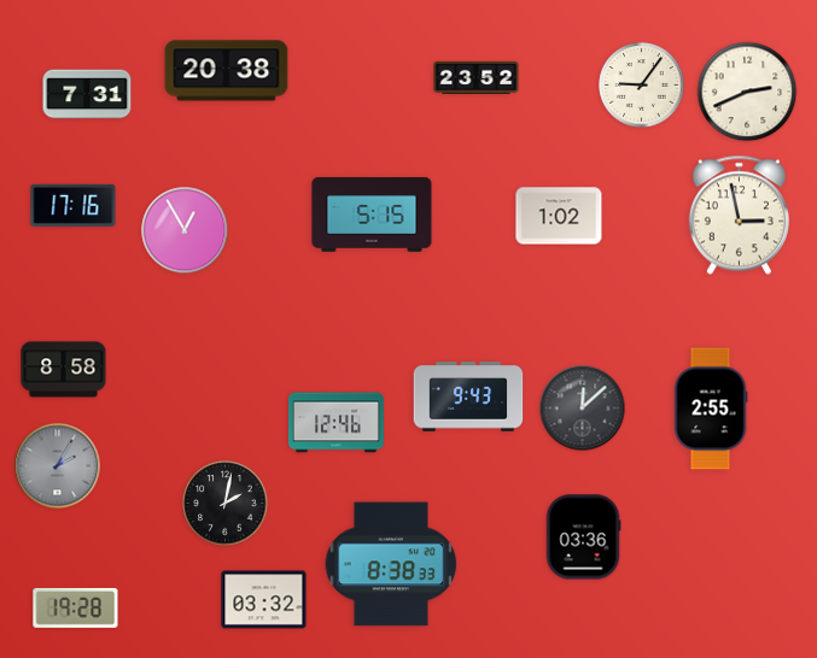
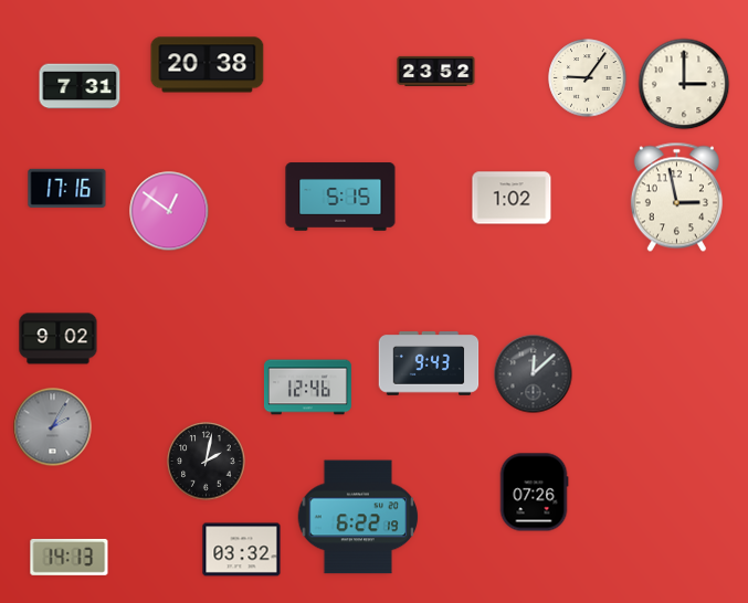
clock at (747, 92): 2:41 -> 3:00
clock at (185, 230): 12:55 -> 12:51
clock at (64, 370): 8:58 -> 9:02
clock at (711, 409): 2:55 -> none
clock at (583, 537): 03:36 -> 07:26
clock at (391, 564): 8:38 -> 6:22
clock at (76, 607): 19:28 -> 14:13
